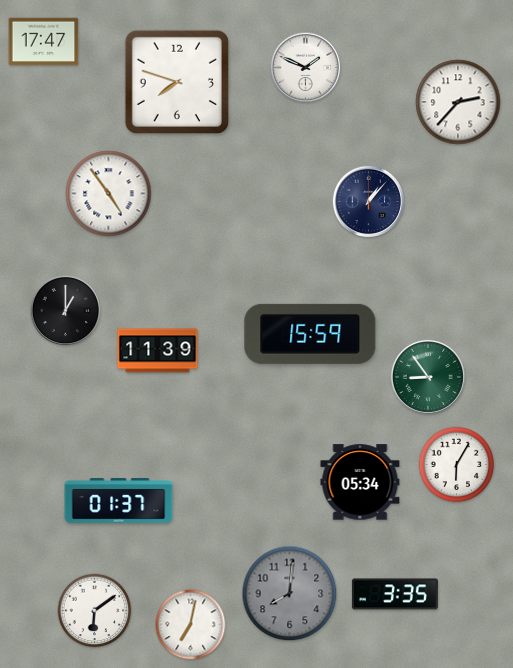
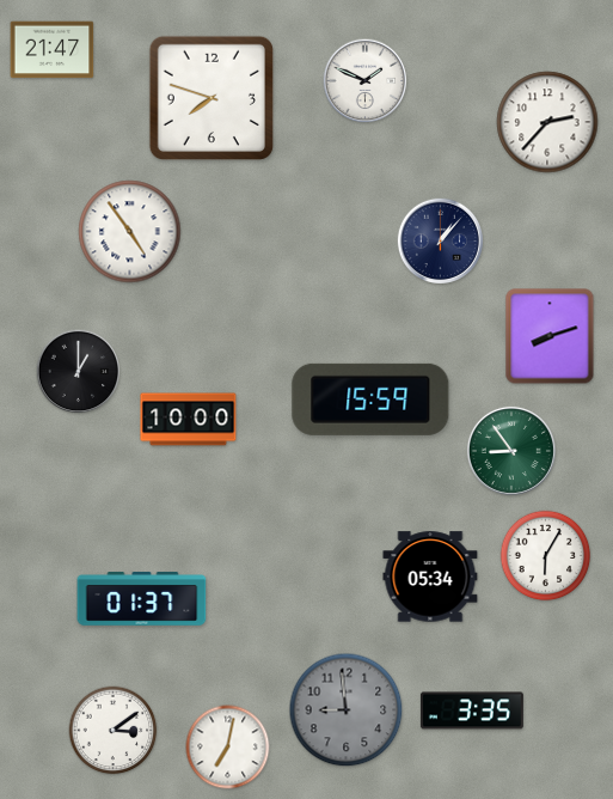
clock at (44, 42): 17:47 -> 21:47
clock at (550, 336): none -> 8:12
clock at (158, 351): 11:39 -> 10:00
clock at (290, 594): 8:01 -> 8:59
clock at (95, 611): 6:09 -> 3:09
